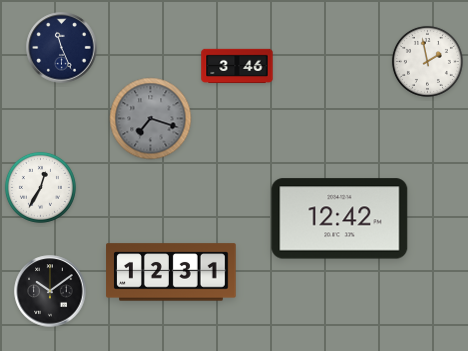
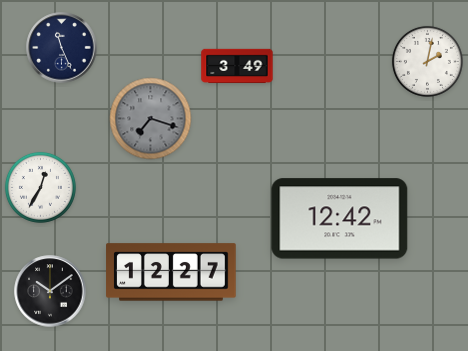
clock at (427, 61): 1:58 -> 2:02
clock at (237, 66): 3:46 -> 3:49
clock at (171, 272): 12:31 -> 12:27
